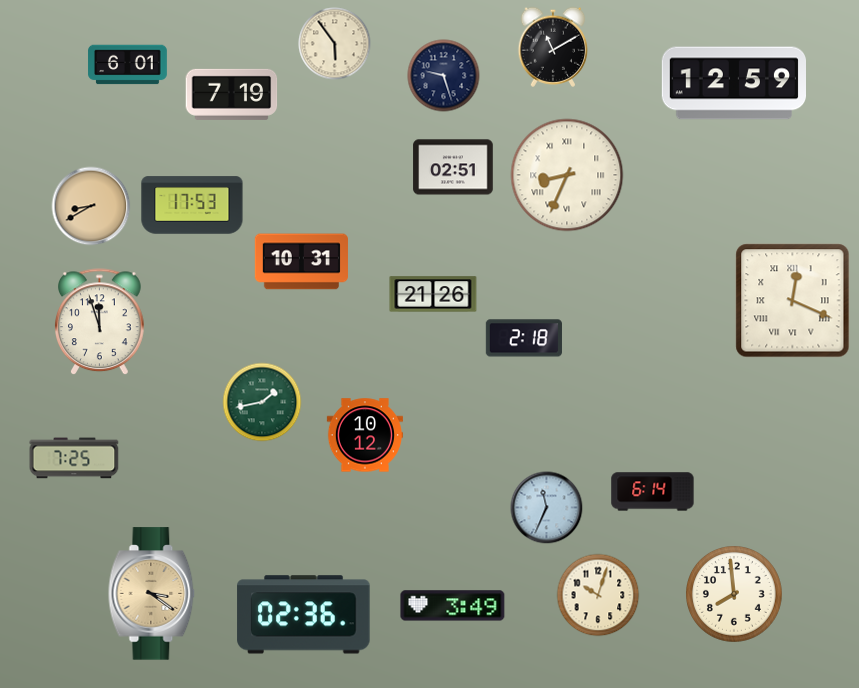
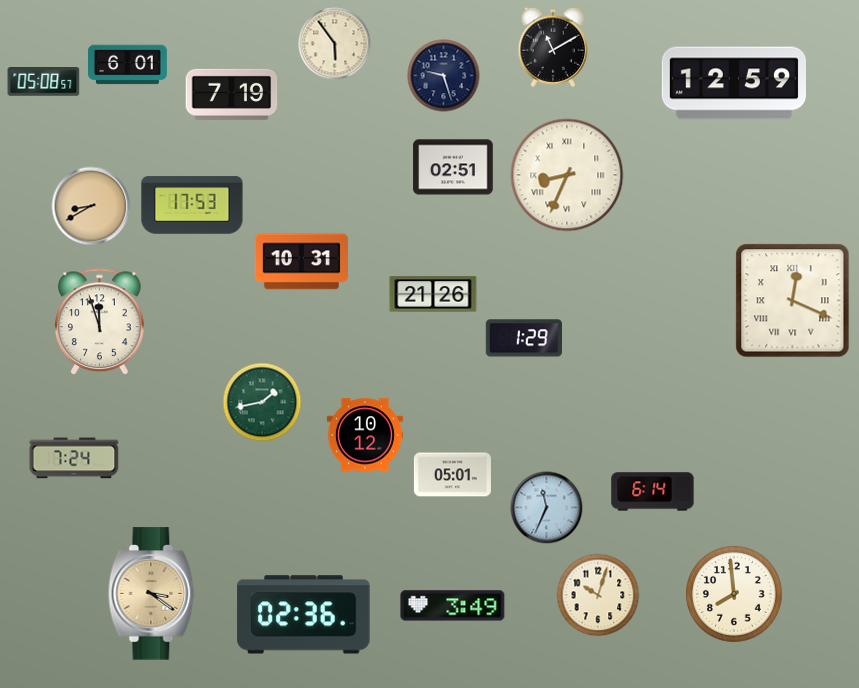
clock at (44, 82): none -> 05:08
clock at (524, 338): 2:18 -> 1:29
clock at (74, 458): 7:25 -> 7:24
clock at (452, 475): none -> 05:01
